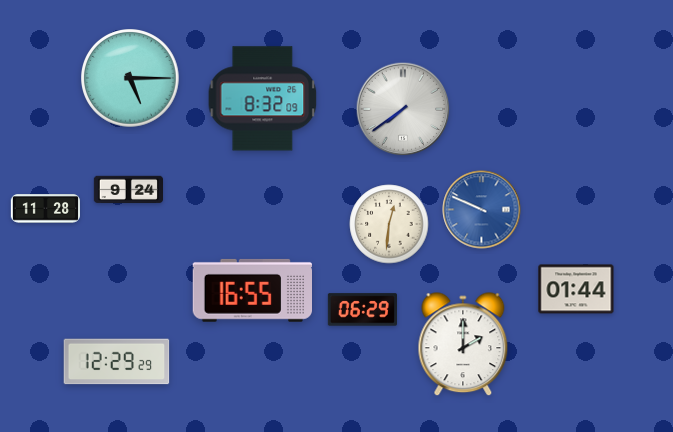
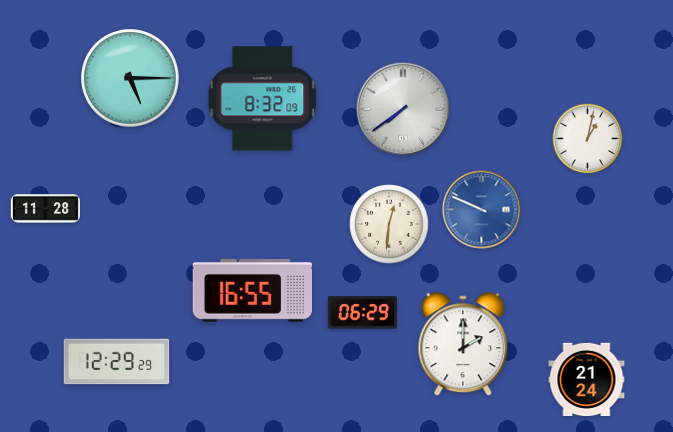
clock at (588, 139): none -> 1:02
clock at (128, 190): 9:24 -> none
clock at (576, 289): 01:44 -> none
clock at (362, 310) position: (362, 310) -> (362, 313)
clock at (587, 379): none -> 21:24
